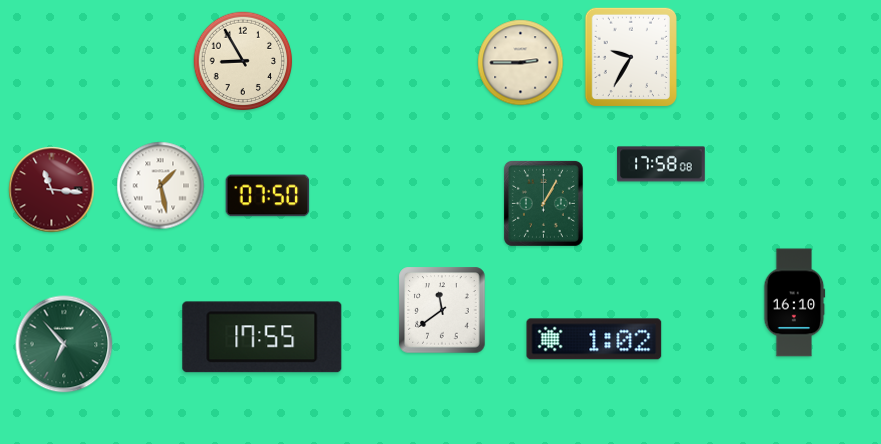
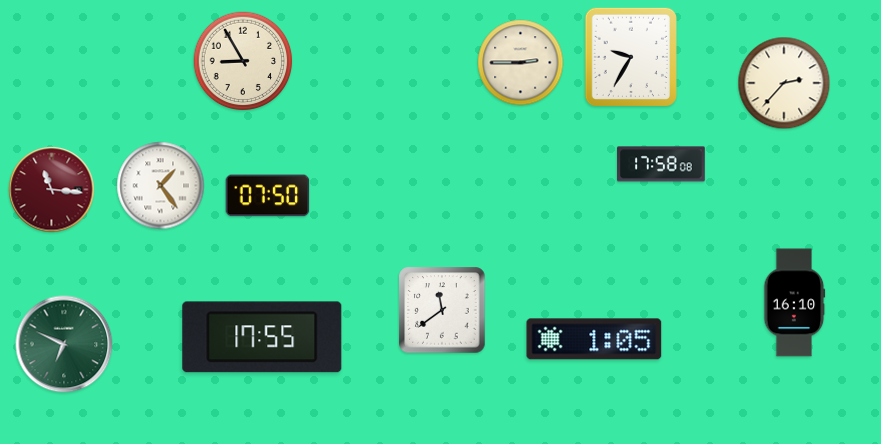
clock at (784, 83): none -> 2:37
clock at (161, 186): 1:28 -> 1:24
clock at (543, 203): 1:05 -> none
clock at (594, 339): 1:02 -> 1:05
clock at (64, 344): 6:53 -> 6:49
